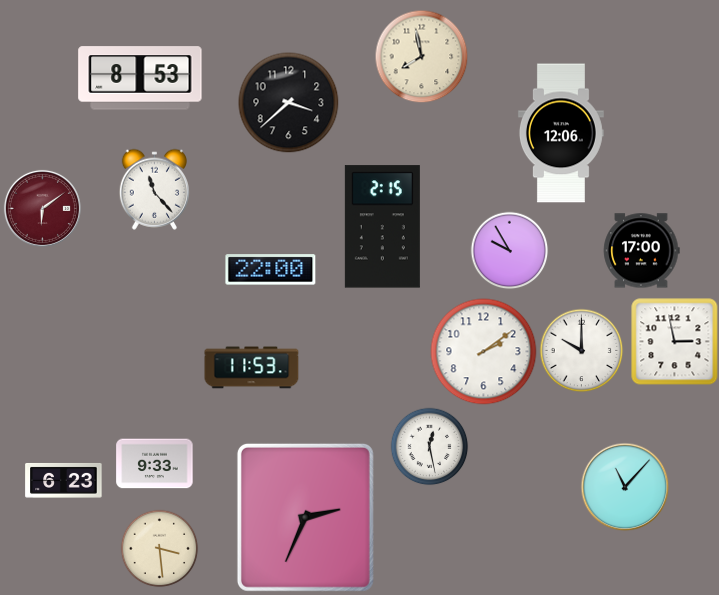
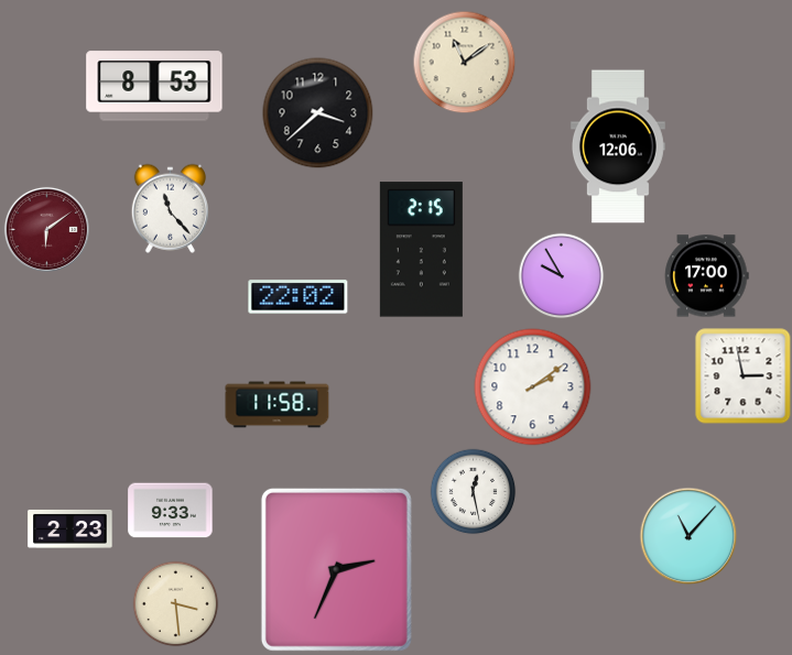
clock at (421, 56): 7:58 -> 11:09
clock at (271, 270): 22:00 -> 22:02
clock at (581, 350): 10:00 -> none
clock at (252, 368): 11:53 -> 11:58
clock at (64, 480): 6:23 -> 2:23
